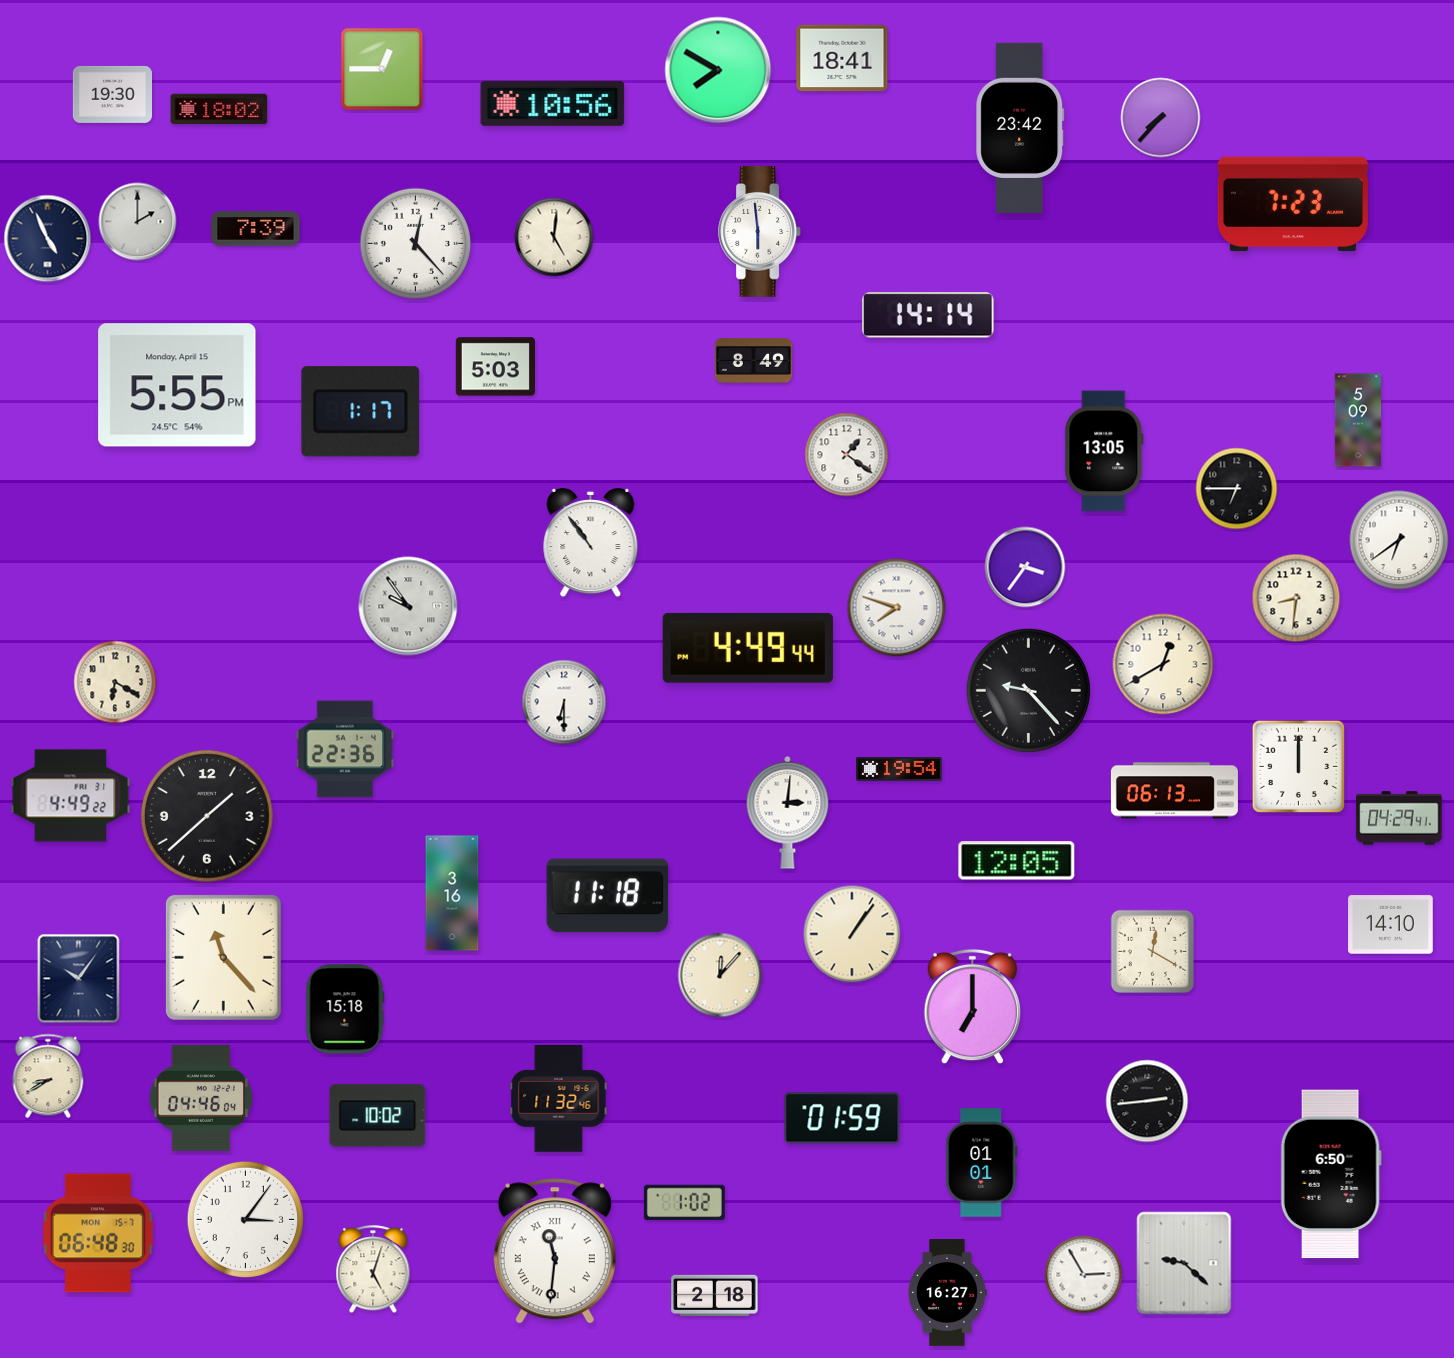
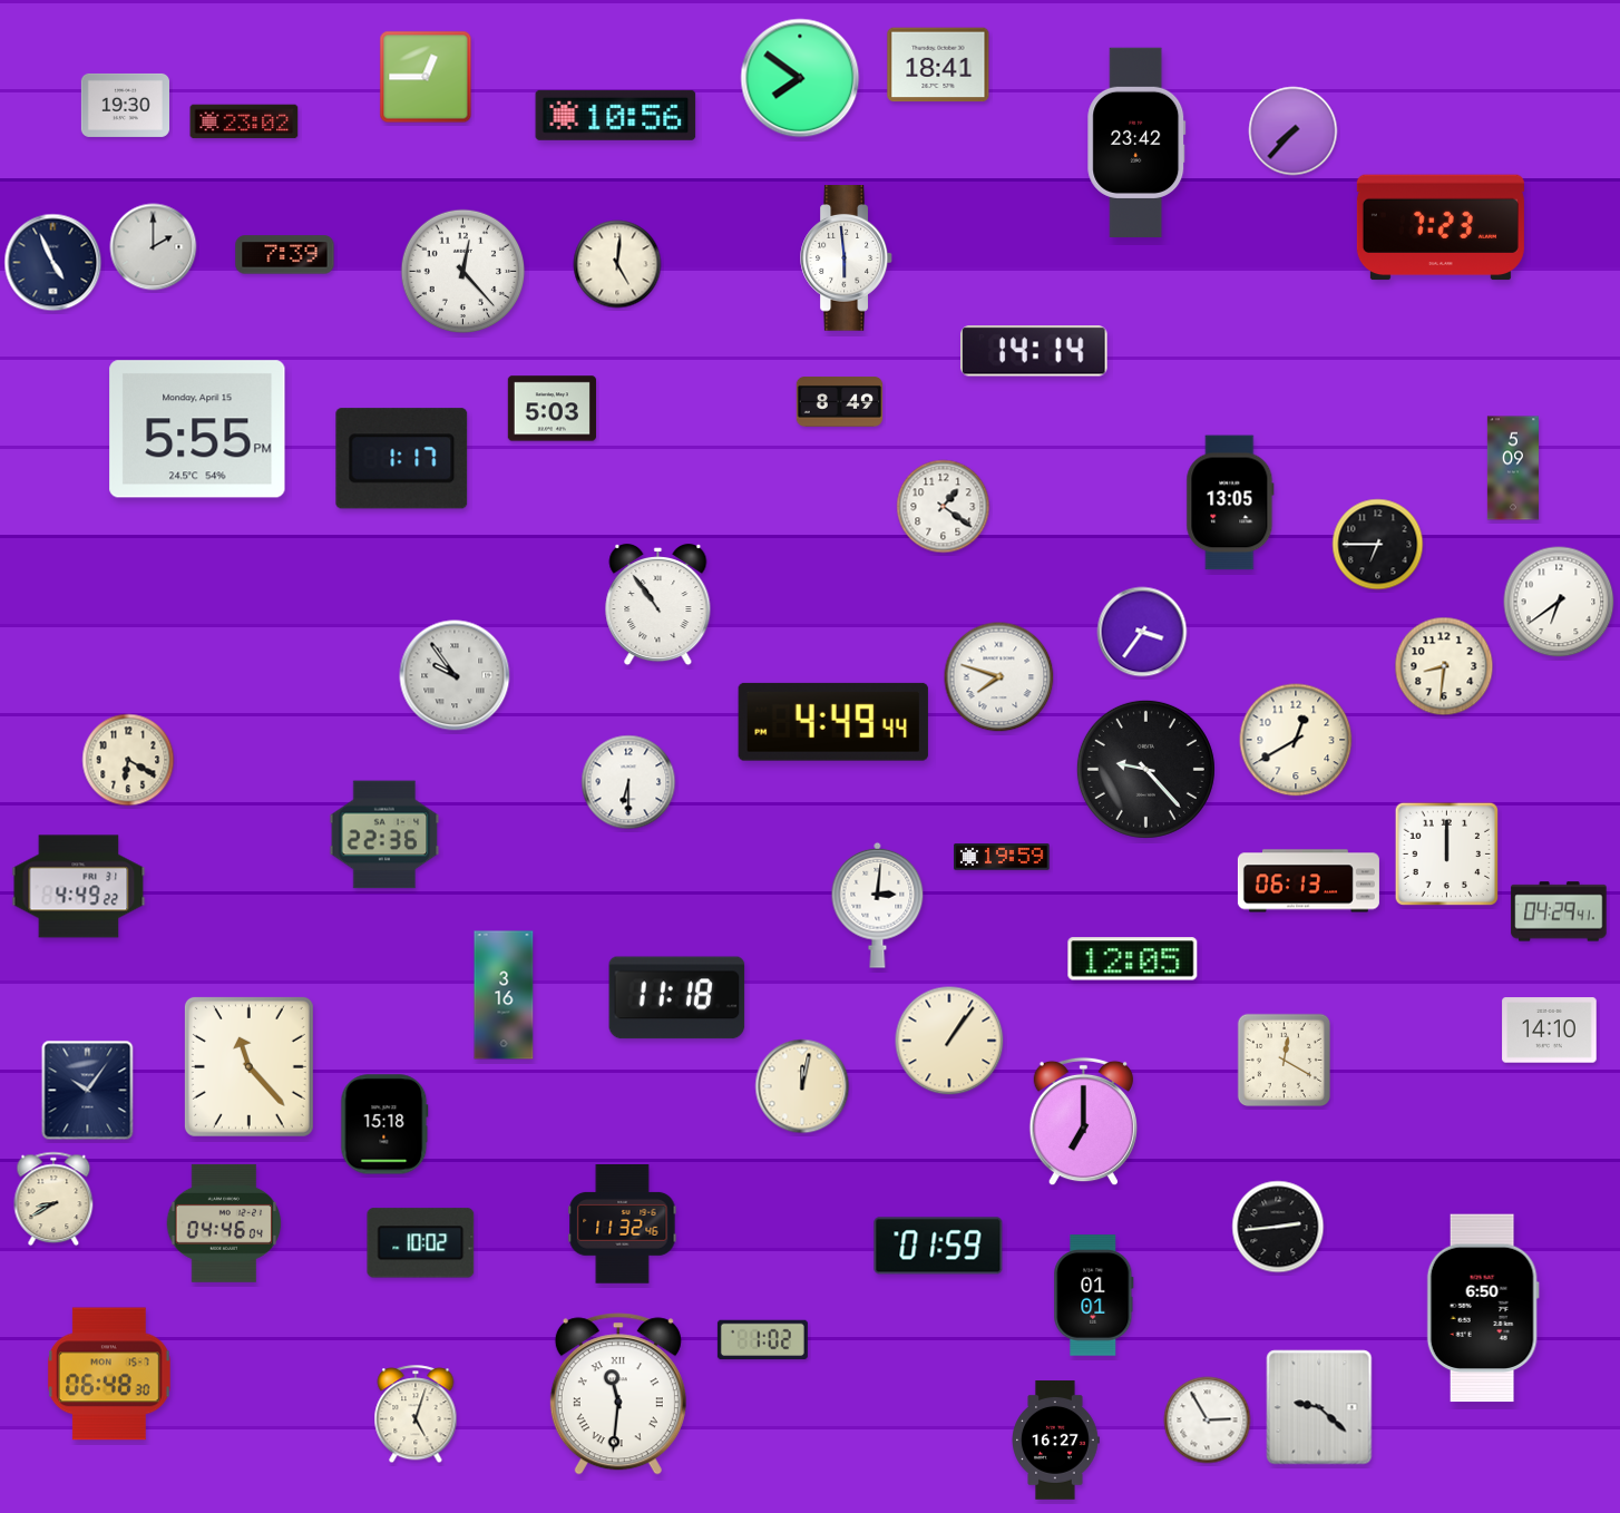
clock at (718, 70): 7:50 -> 7:51
clock at (219, 109): 18:02 -> 23:02
clock at (48, 239) position: (48, 239) -> (53, 263)
clock at (899, 769): 19:54 -> 19:59
clock at (207, 816): 1:38 -> none
clock at (720, 975): 12:07 -> 12:02
clock at (245, 1219): 3:06 -> none
clock at (715, 1295): 2:18 -> none
